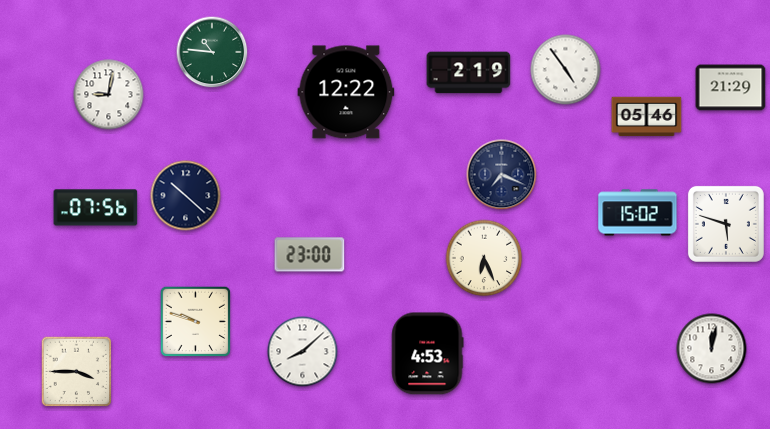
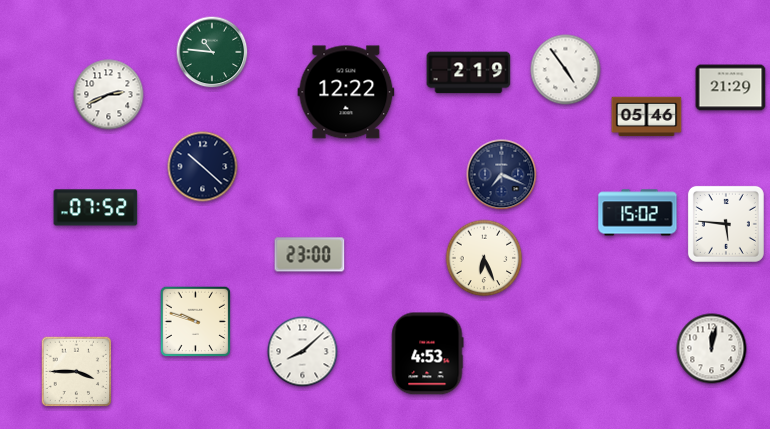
clock at (109, 95): 9:02 -> 2:41
clock at (186, 196) position: (186, 196) -> (203, 167)
clock at (96, 208): 07:56 -> 07:52
clock at (726, 224): 5:48 -> 5:46
